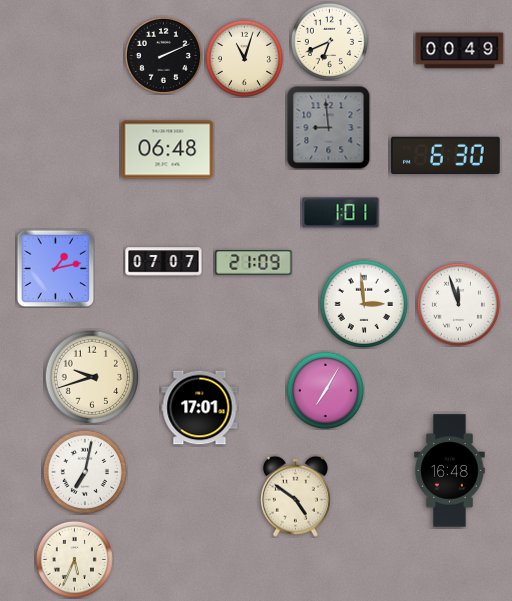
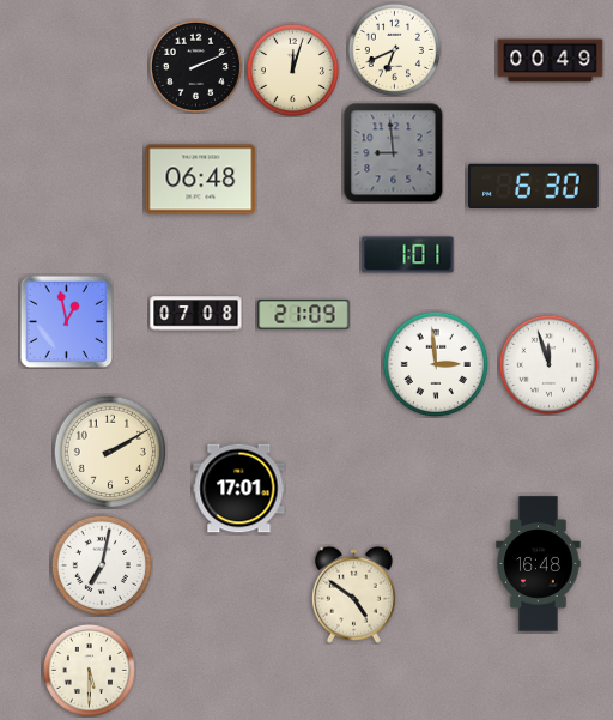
clock at (244, 58): 11:03 -> 12:03
clock at (164, 262): 07:07 -> 07:08
clock at (55, 268): 1:13 -> 12:58
clock at (92, 377): 9:42 -> 2:10
clock at (325, 390): 7:05 -> none
clock at (74, 559): 5:34 -> 5:30
